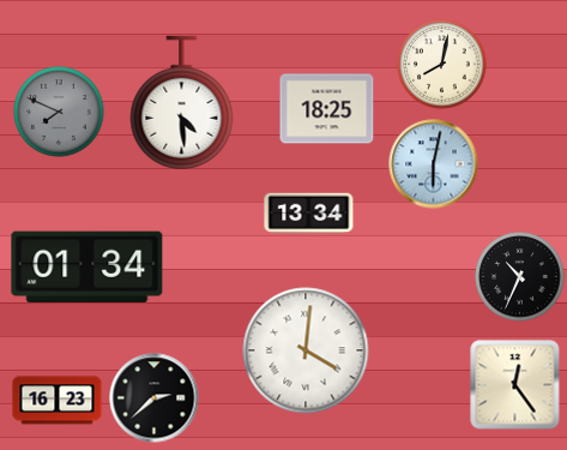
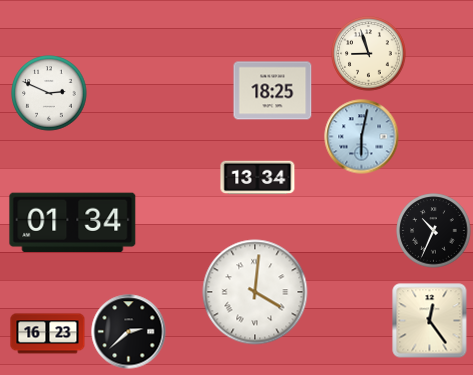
clock at (442, 65): 8:02 -> 8:57
clock at (182, 103): 4:29 -> none
clock at (59, 112): 7:49 -> 2:49
clock at (59, 112) dial: grey -> white
